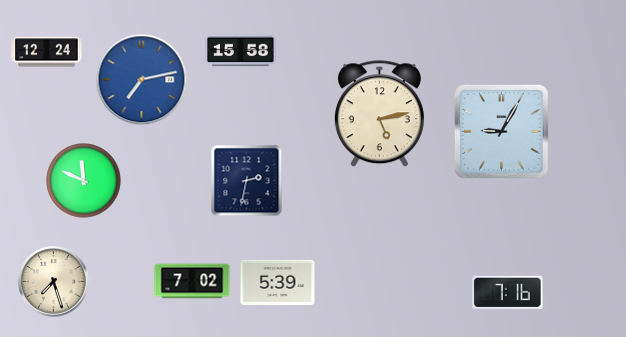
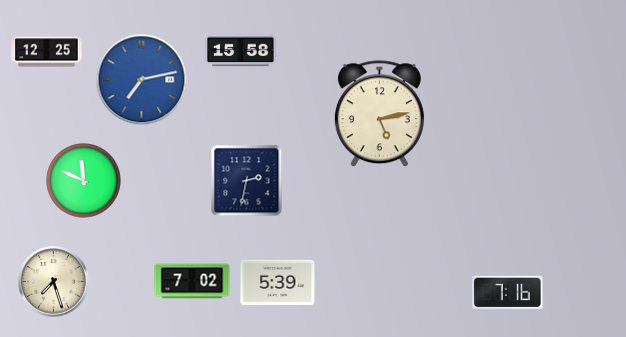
clock at (47, 52): 12:24 -> 12:25
clock at (501, 131): 9:05 -> none
